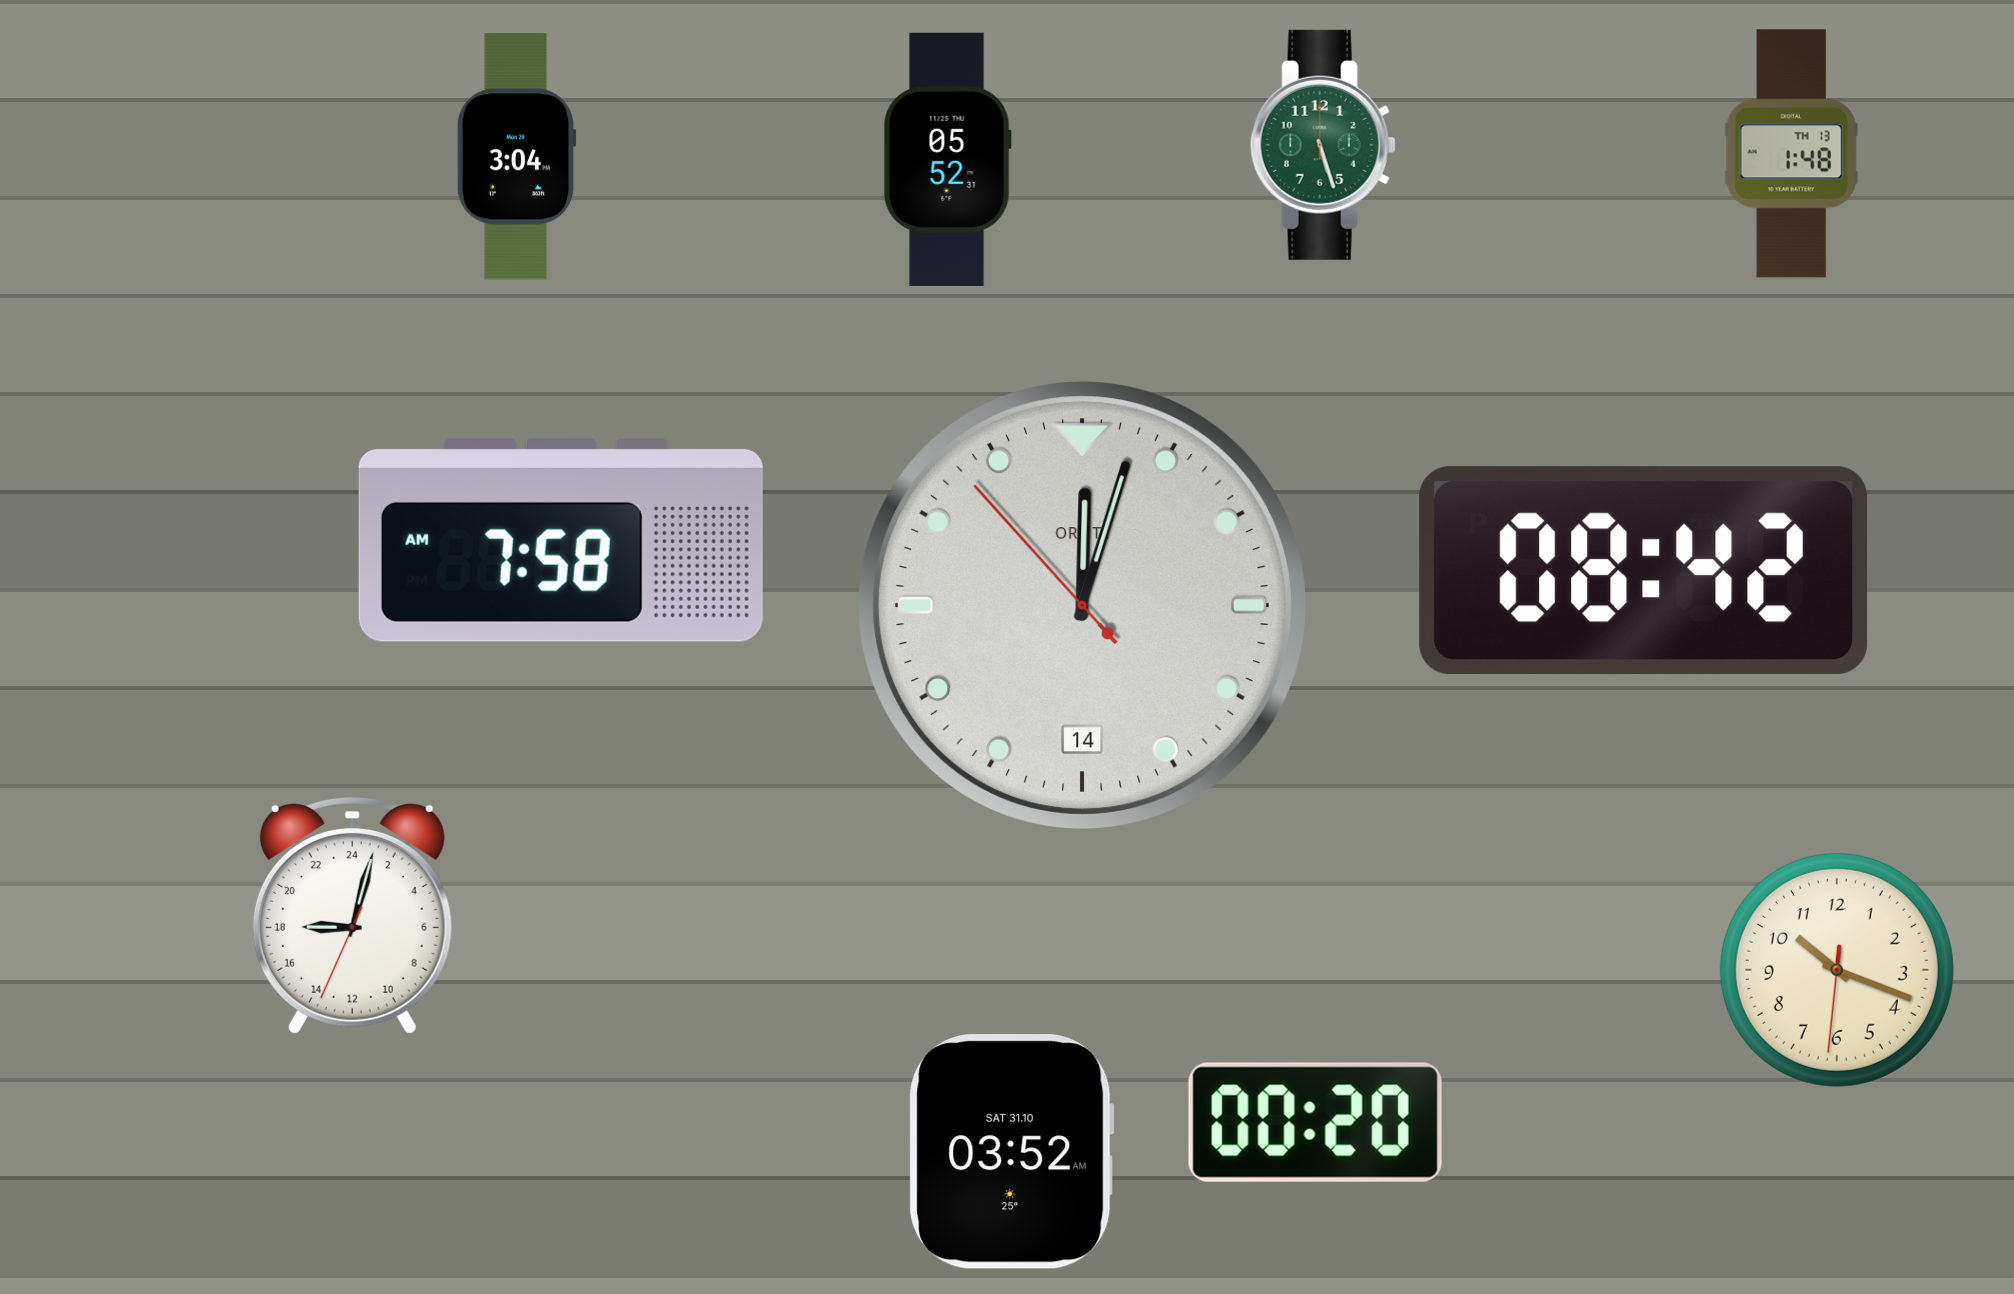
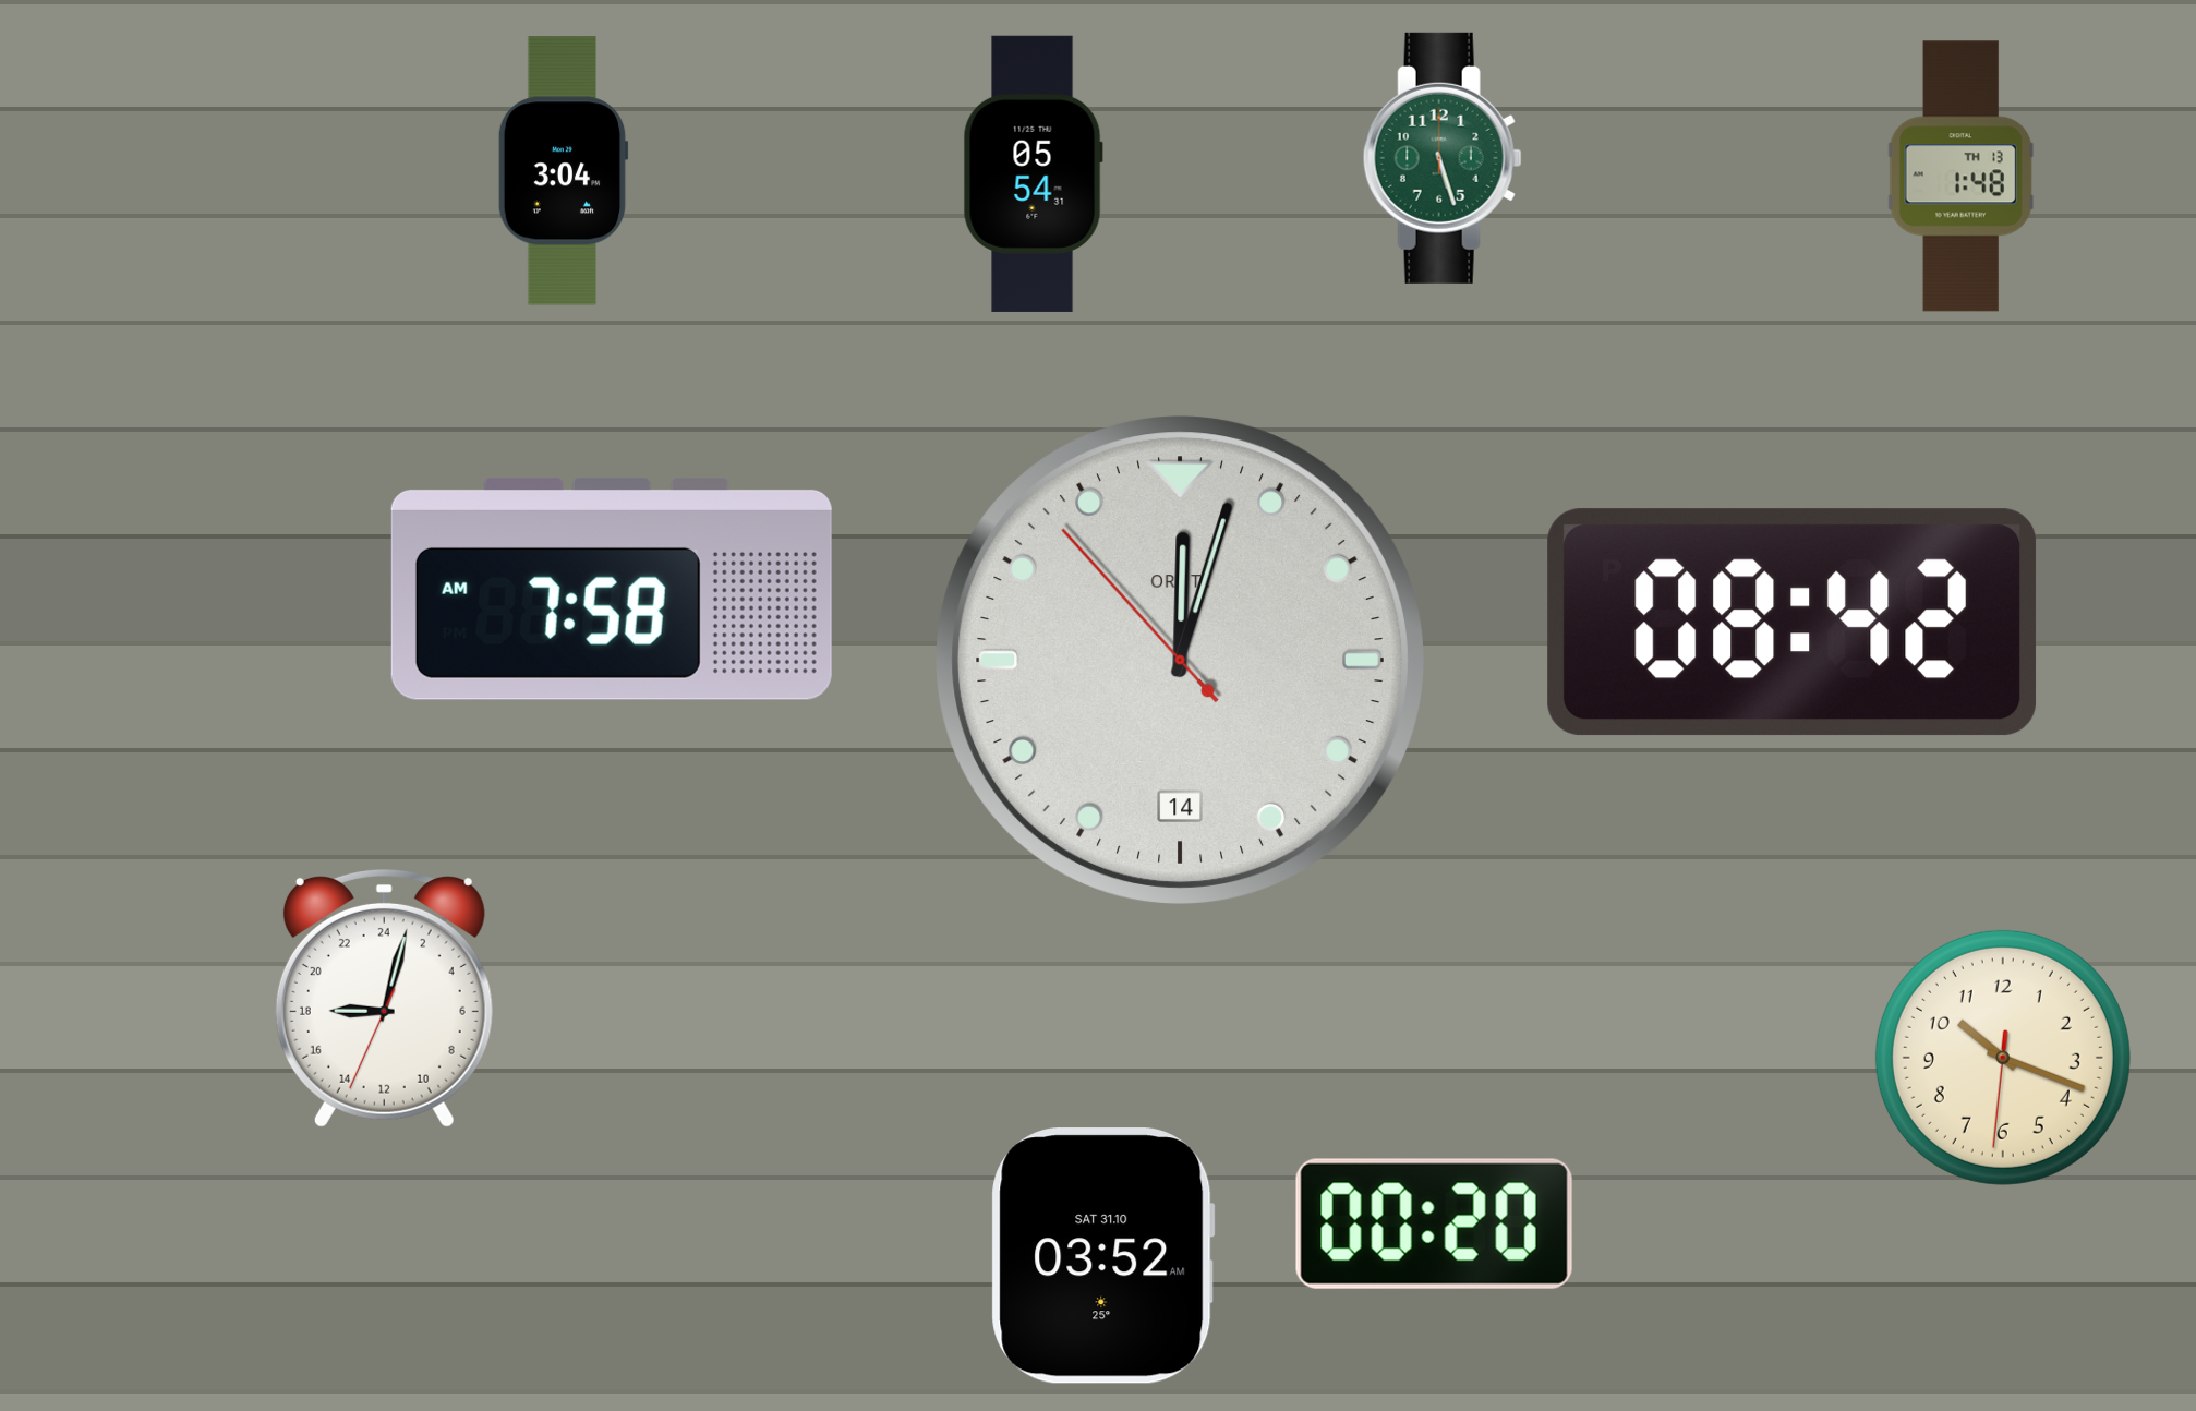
clock at (1791, 154) position: (1791, 154) -> (1960, 177)
clock at (947, 159): 05:52 -> 05:54
